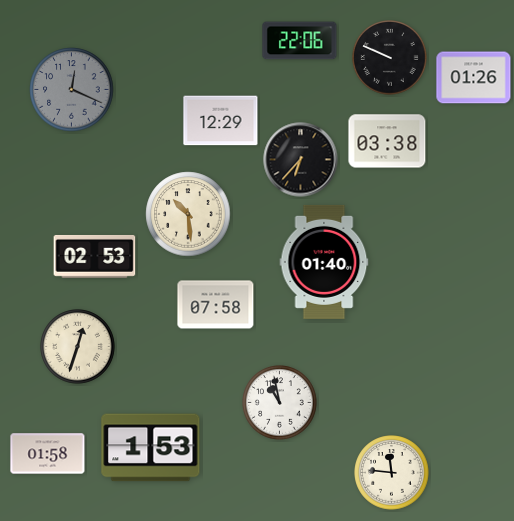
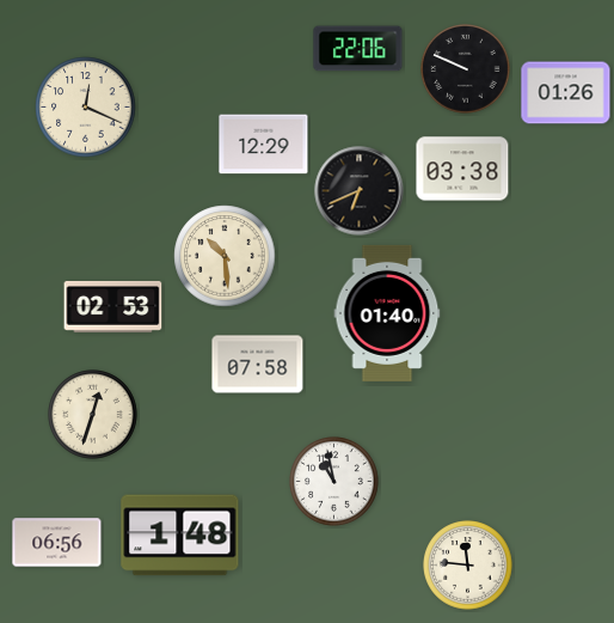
clock at (72, 90) dial: grey -> cream
clock at (301, 160): 6:37 -> 6:41
clock at (151, 448): 1:53 -> 1:48
clock at (48, 454): 01:58 -> 06:56
